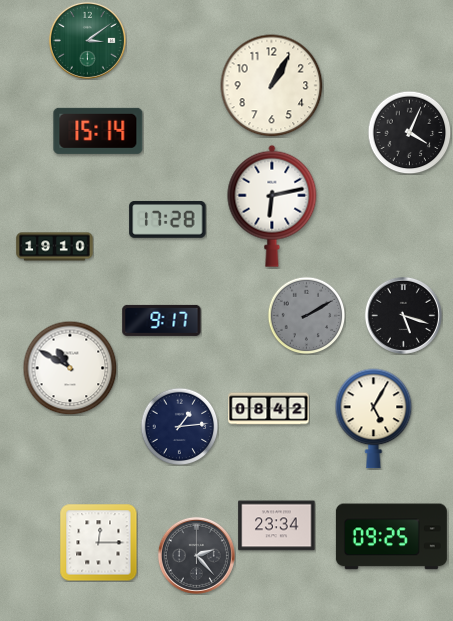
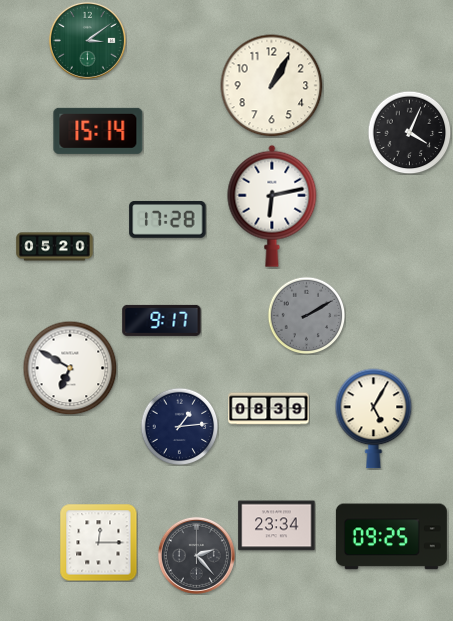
clock at (55, 247): 19:10 -> 05:20
clock at (403, 315): 5:18 -> none
clock at (70, 368): 10:50 -> 6:50
clock at (269, 409): 08:42 -> 08:39
